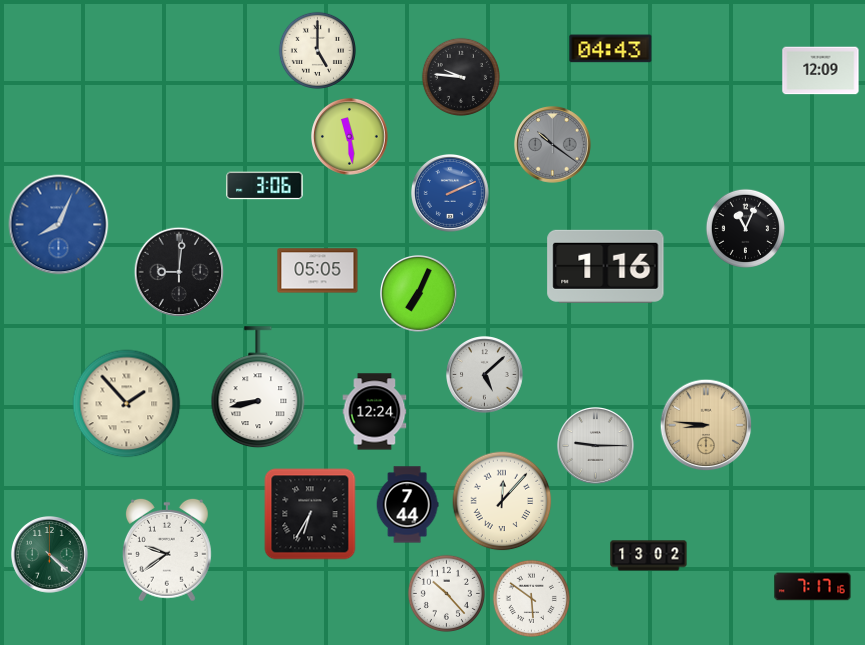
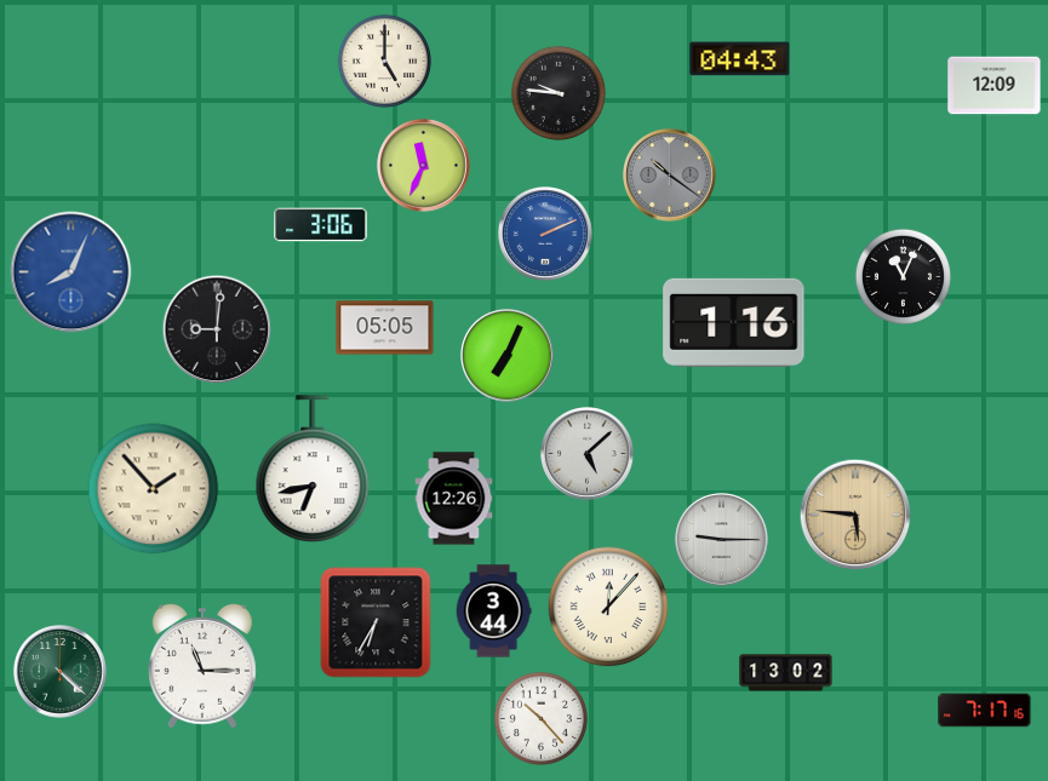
clock at (350, 137): 11:29 -> 11:34
clock at (258, 388): 8:43 -> 6:43
clock at (375, 412): 12:24 -> 12:26
clock at (706, 425): 8:46 -> 5:46
clock at (407, 505): 7:44 -> 3:44
clock at (167, 550): 9:39 -> 11:15
clock at (531, 598): 5:51 -> none
